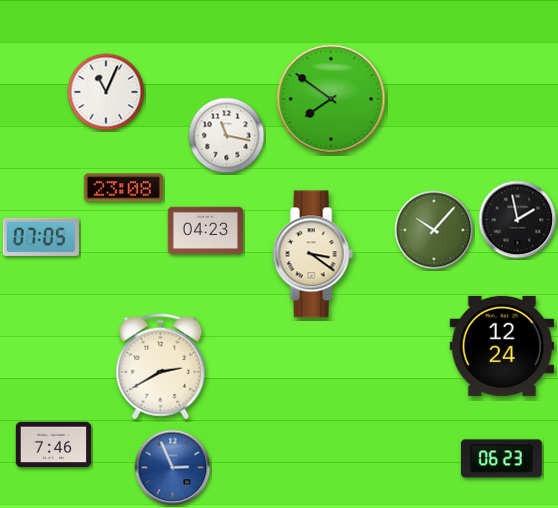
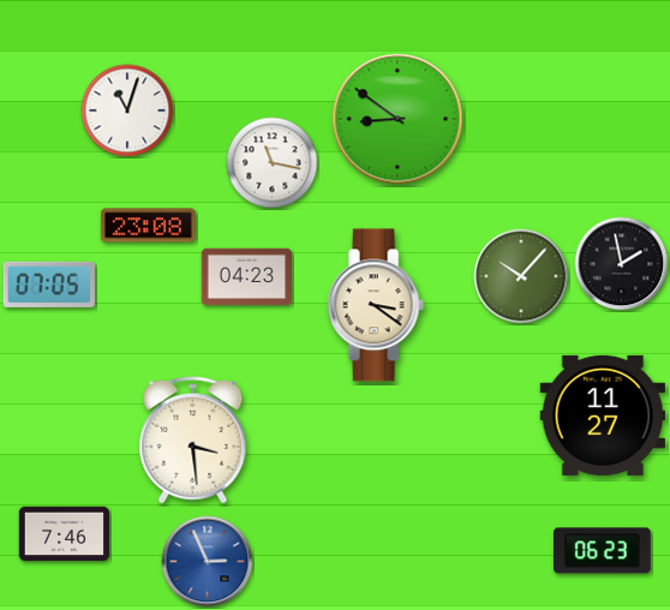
clock at (106, 92): 11:04 -> 11:03
clock at (331, 99): 7:51 -> 8:51
clock at (502, 346): 12:24 -> 11:27
clock at (161, 367): 2:40 -> 3:29
